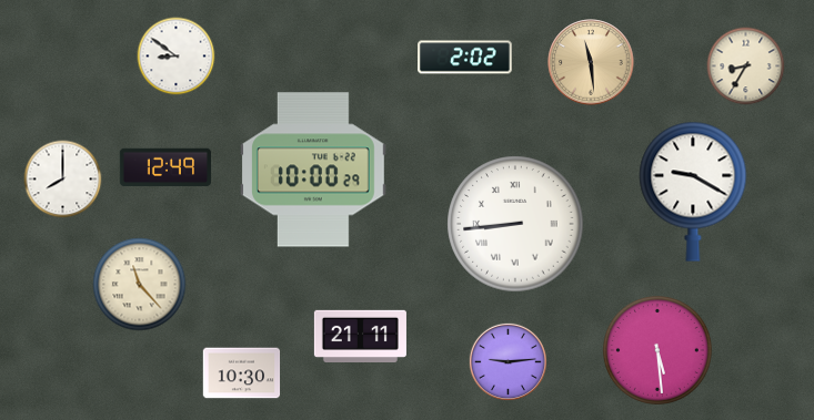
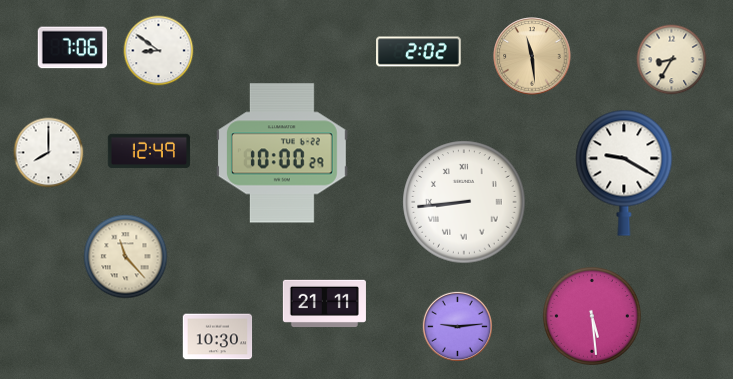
clock at (73, 48): none -> 7:06
clock at (63, 180) position: (63, 180) -> (49, 153)
